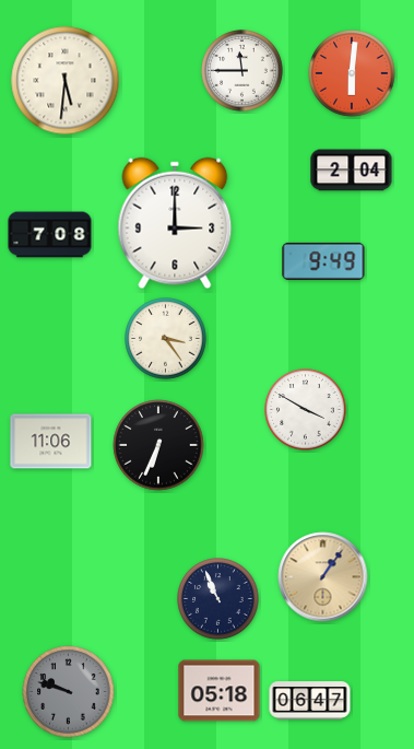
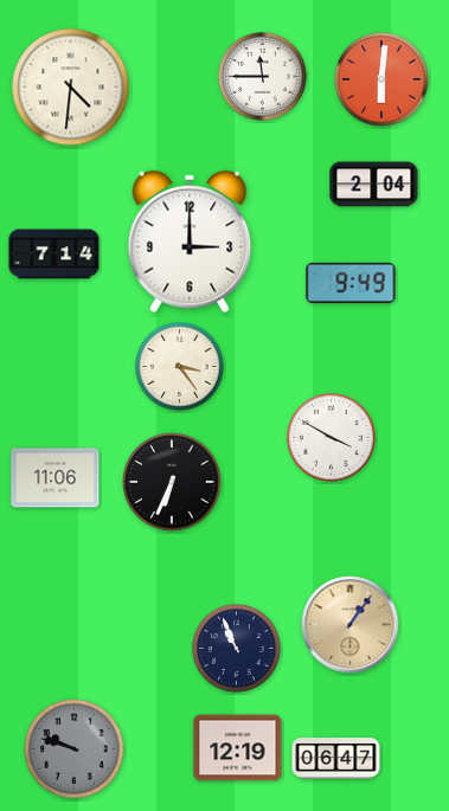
clock at (66, 81): 5:31 -> 4:31
clock at (352, 171) position: (352, 171) -> (374, 185)
clock at (50, 235): 7:08 -> 7:14
clock at (306, 410) position: (306, 410) -> (332, 438)
clock at (220, 691): 05:18 -> 12:19
